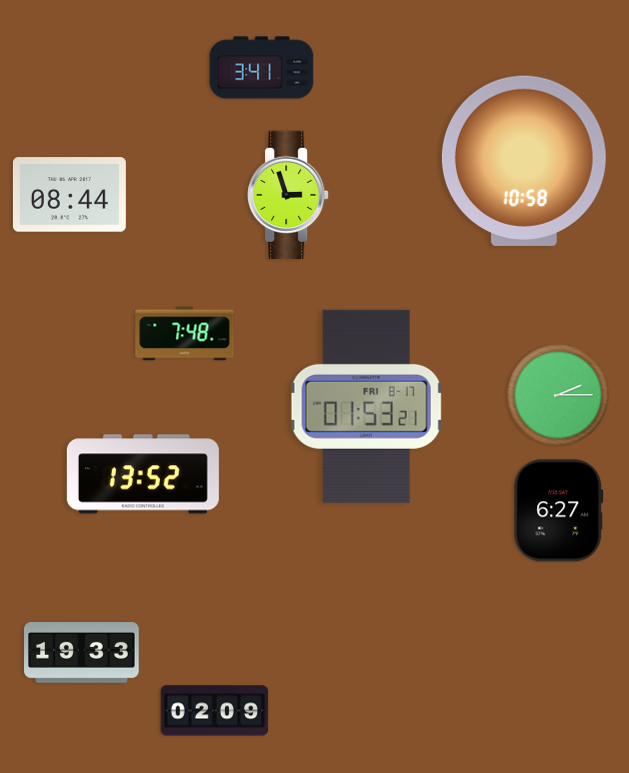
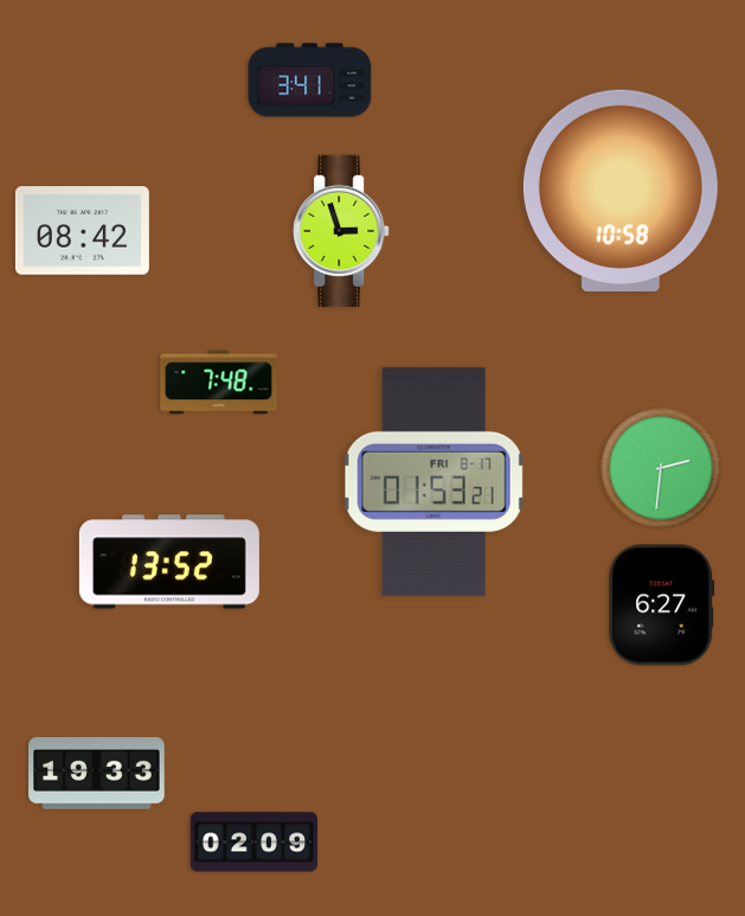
clock at (69, 195): 08:44 -> 08:42
clock at (185, 334) position: (185, 334) -> (219, 383)
clock at (558, 395): 2:15 -> 2:31
